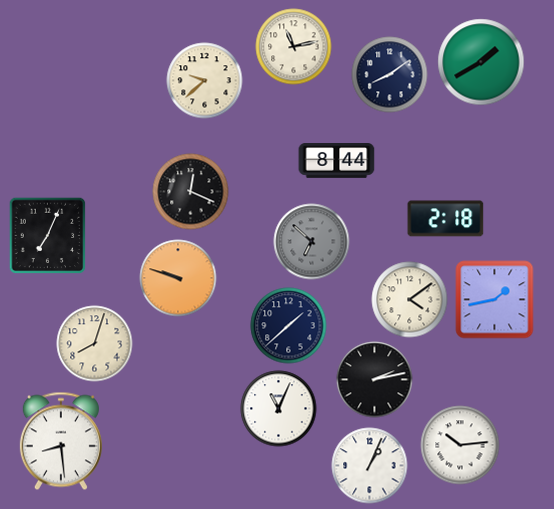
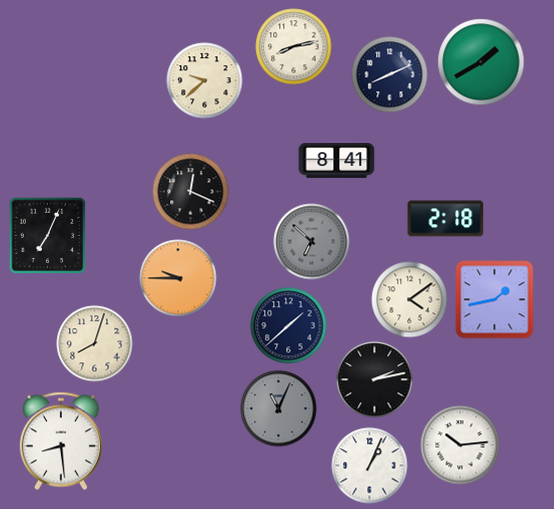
clock at (294, 47): 11:13 -> 8:13
clock at (390, 75): 8:09 -> 8:11
clock at (337, 161): 8:44 -> 8:41
clock at (178, 278): 9:48 -> 9:45
clock at (279, 409) dial: white -> grey
